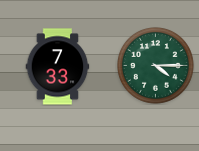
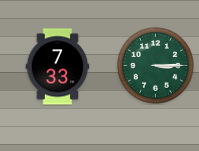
clock at (156, 66): 4:15 -> 3:15
